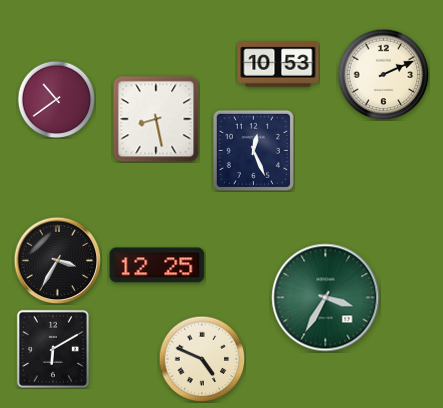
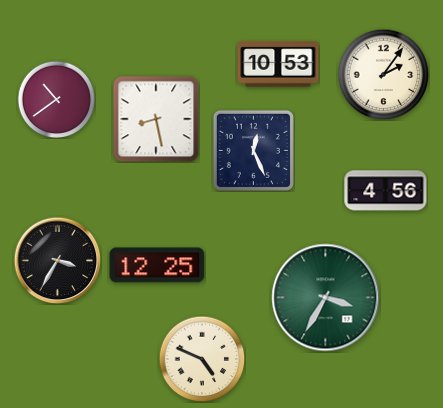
clock at (383, 74): 2:11 -> 2:06
clock at (386, 191): none -> 4:56
clock at (53, 349): 6:10 -> none
